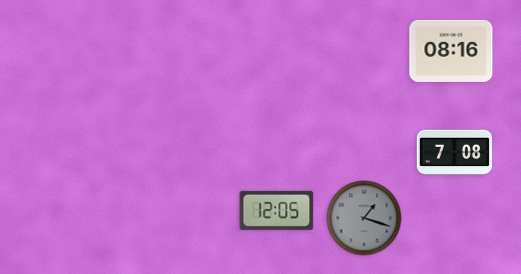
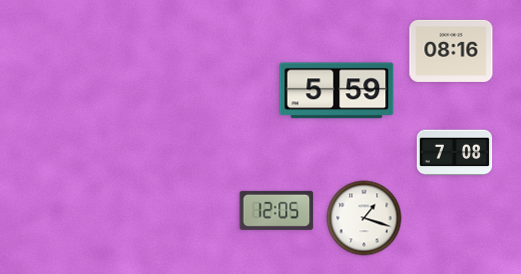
clock at (337, 91): none -> 5:59
clock at (364, 218) dial: grey -> white
